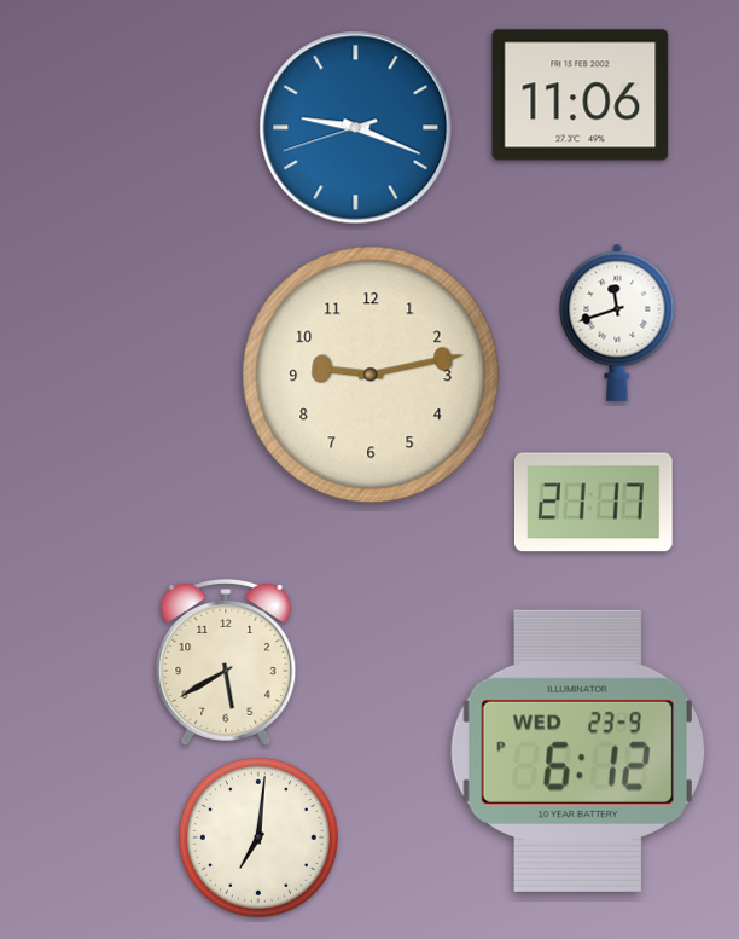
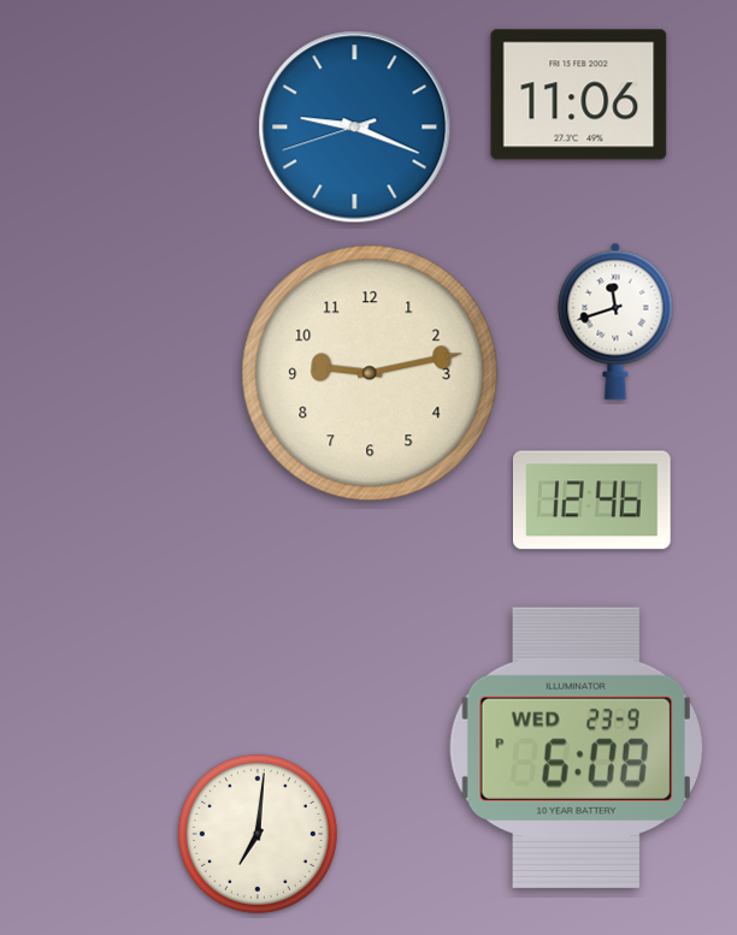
clock at (594, 503): 21:17 -> 12:46
clock at (226, 663): 5:40 -> none
clock at (577, 750): 6:12 -> 6:08
